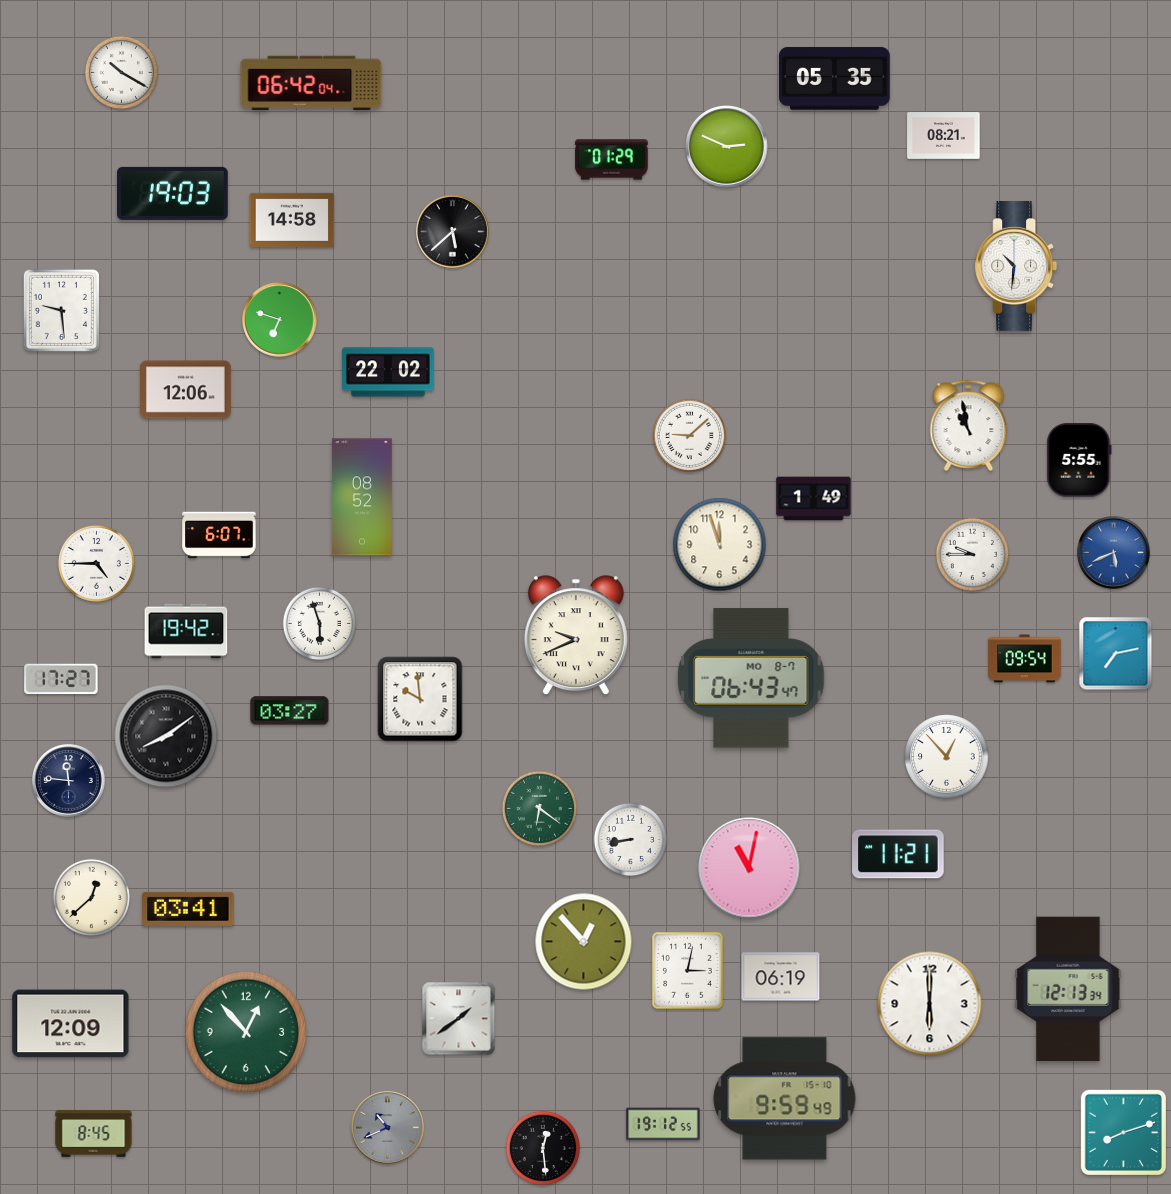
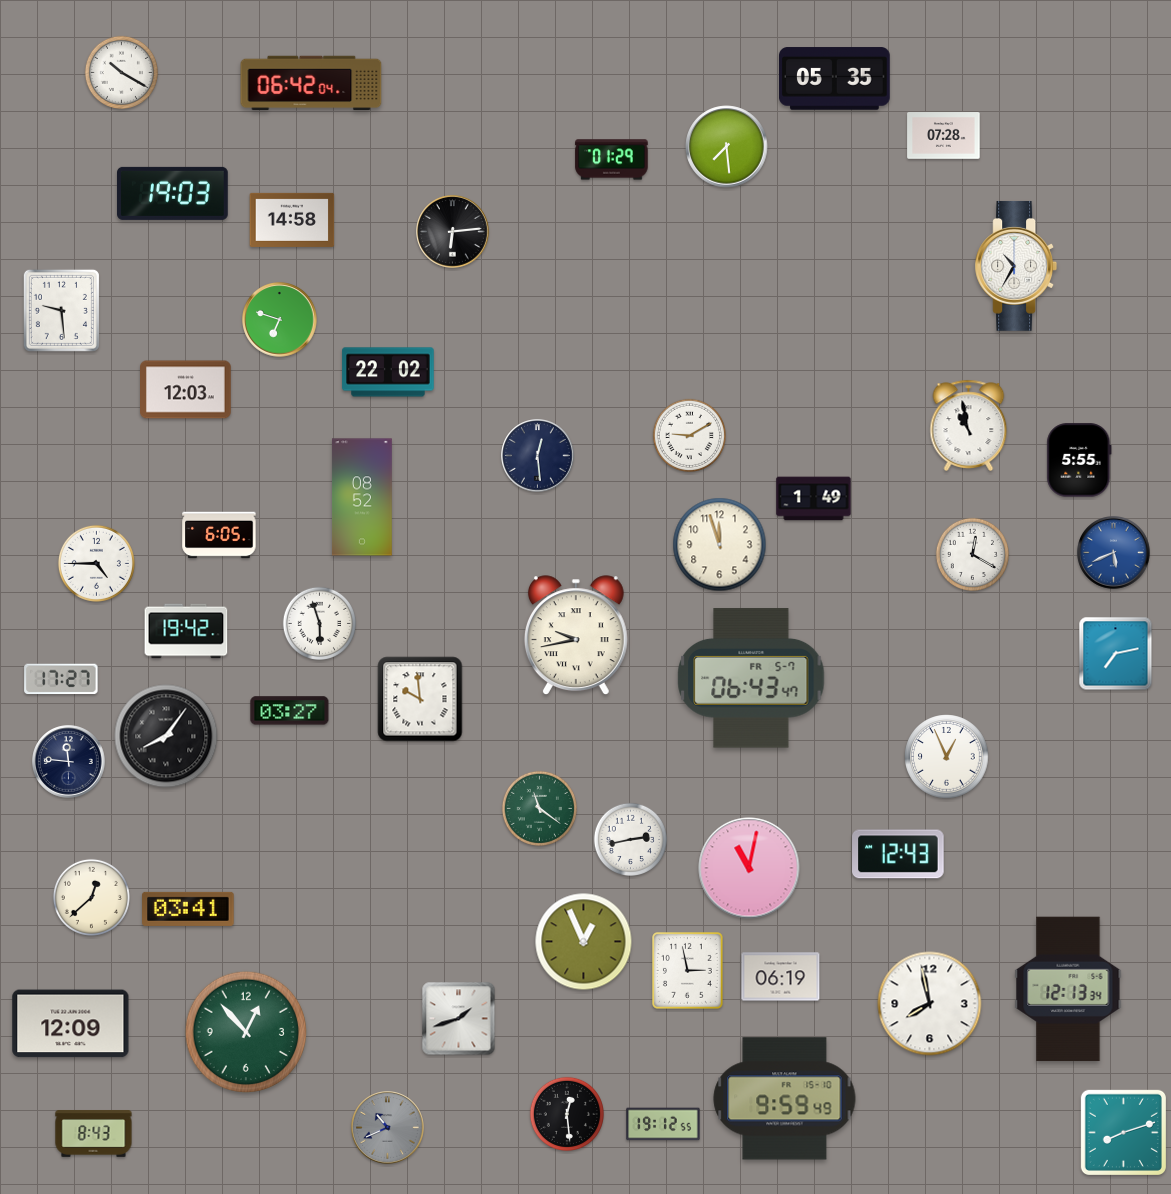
clock at (944, 136): 08:21 -> 07:28
clock at (727, 147): 2:49 -> 7:29
clock at (453, 232): 5:38 -> 6:14
clock at (1016, 266): 10:31 -> 10:35
clock at (186, 390): 12:06 -> 12:03
clock at (689, 435): 9:08 -> 9:10
clock at (538, 456): none -> 12:29
clock at (219, 535): 6:07 -> 6:05
clock at (972, 554): 9:45 -> 12:20
clock at (576, 636): 9:41 -> 9:43
clock at (1025, 659): 09:54 -> none
clock at (751, 678) date: MO 8-7 -> FR 5-7
clock at (166, 736): 8:09 -> 8:06
clock at (947, 757): 12:53 -> 12:56
clock at (69, 781) position: (69, 781) -> (69, 762)
clock at (539, 808): 6:21 -> 11:21
clock at (630, 839): 8:43 -> 2:43
clock at (898, 854): 11:21 -> 12:43
clock at (584, 942): 12:53 -> 12:56
clock at (688, 971): 3:02 -> 2:58
clock at (930, 1004): 6:00 -> 7:58
clock at (459, 1019): 1:39 -> 1:42
clock at (94, 1134): 8:45 -> 8:43
clock at (543, 1148) position: (543, 1148) -> (567, 1114)
